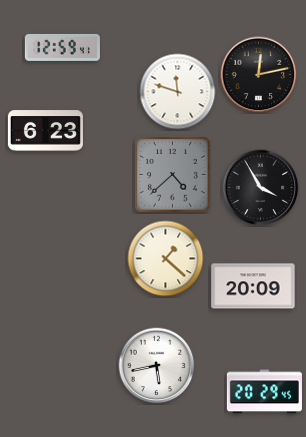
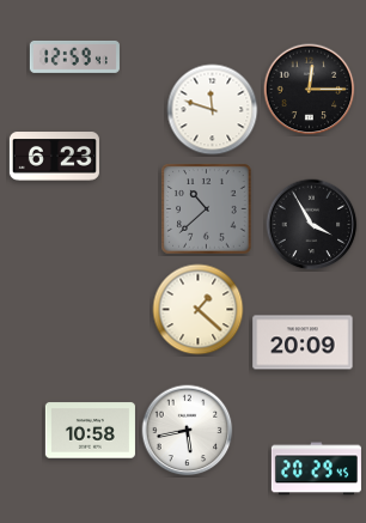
clock at (259, 75): 12:13 -> 12:15
clock at (173, 175): 4:38 -> 10:38
clock at (90, 431): none -> 10:58
clock at (157, 366) position: (157, 366) -> (188, 431)
